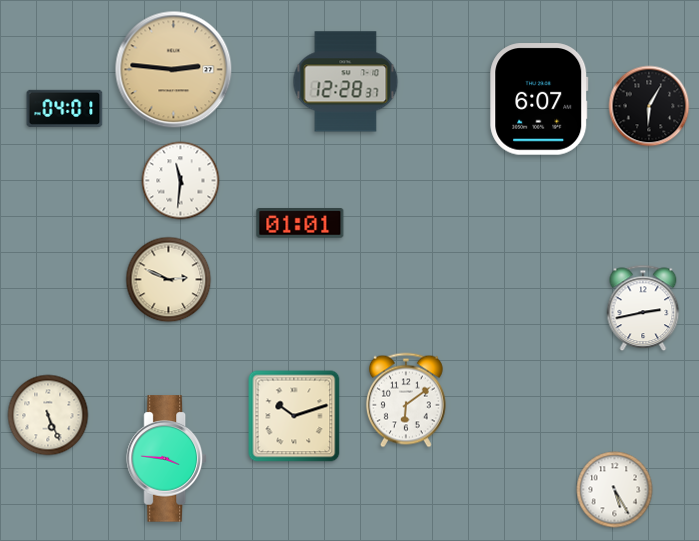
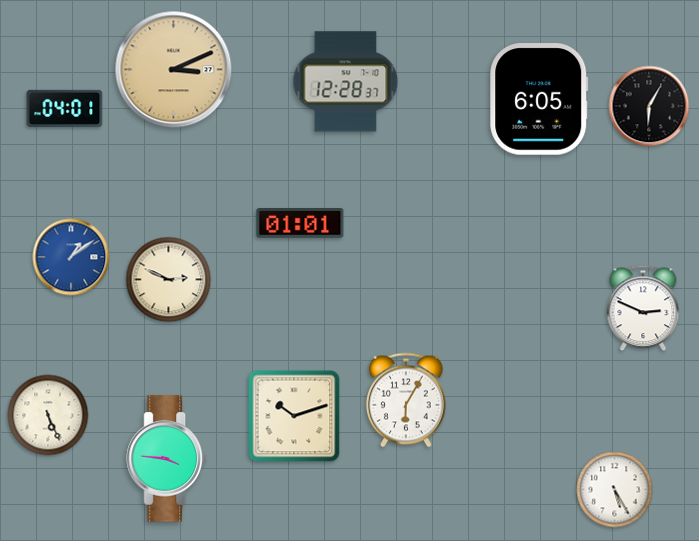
clock at (174, 70): 2:46 -> 3:11
clock at (539, 99): 6:07 -> 6:05
clock at (181, 181): 11:31 -> none
clock at (71, 257): none -> 1:09
clock at (643, 308): 2:43 -> 2:49
clock at (406, 400): 6:09 -> 6:05
